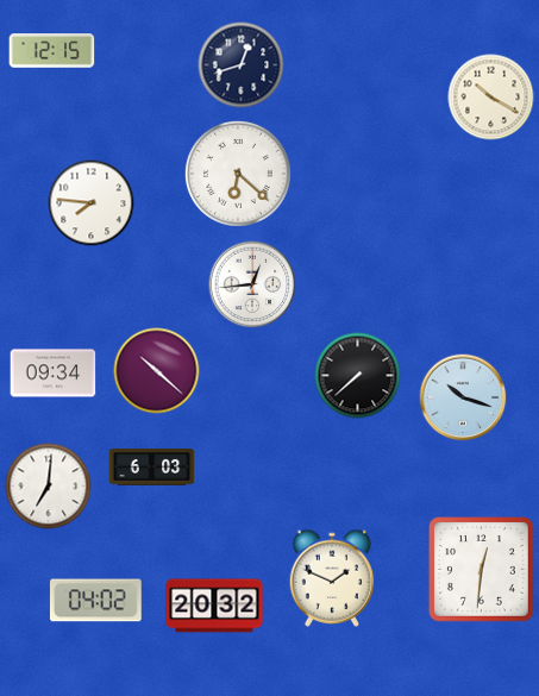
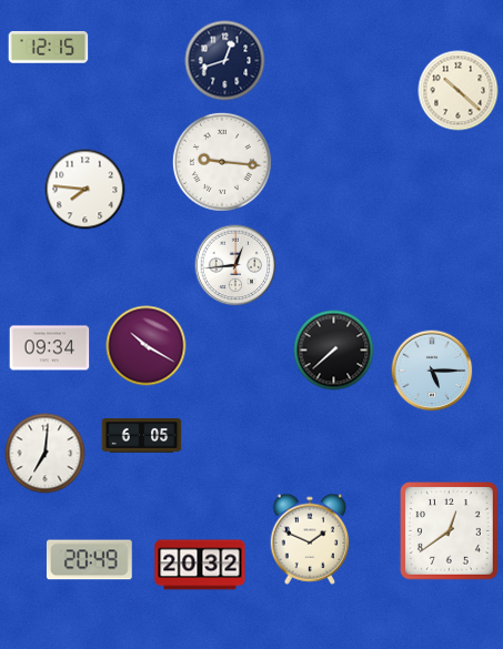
clock at (491, 98): 10:20 -> 10:22
clock at (238, 174): 6:22 -> 9:16
clock at (157, 371): 10:22 -> 10:20
clock at (463, 397): 10:18 -> 5:15
clock at (152, 468): 6:03 -> 6:05
clock at (482, 570): 12:31 -> 12:39
clock at (95, 601): 04:02 -> 20:49
